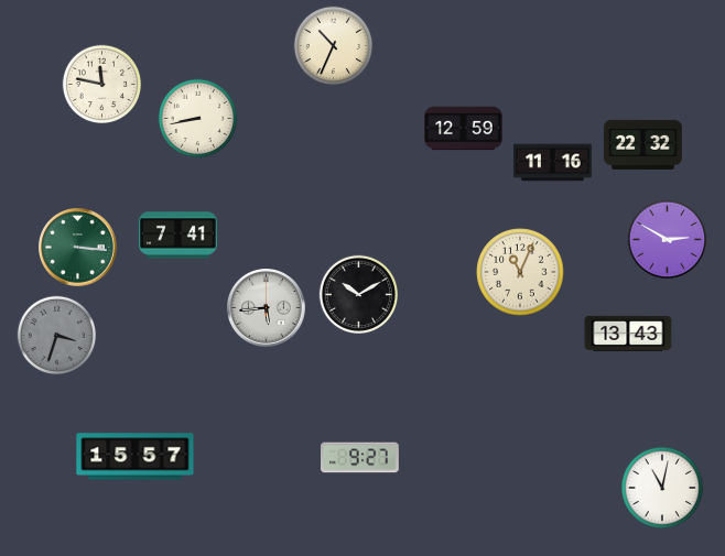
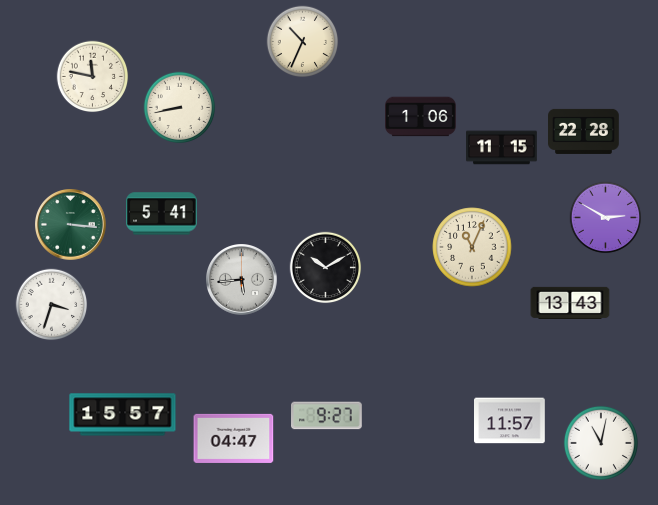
clock at (464, 129): 12:59 -> 1:06
clock at (643, 144): 22:32 -> 22:28
clock at (553, 163): 11:16 -> 11:15
clock at (178, 236): 7:41 -> 5:41
clock at (57, 336) dial: grey -> white
clock at (510, 421): none -> 11:57
clock at (234, 438): none -> 04:47
